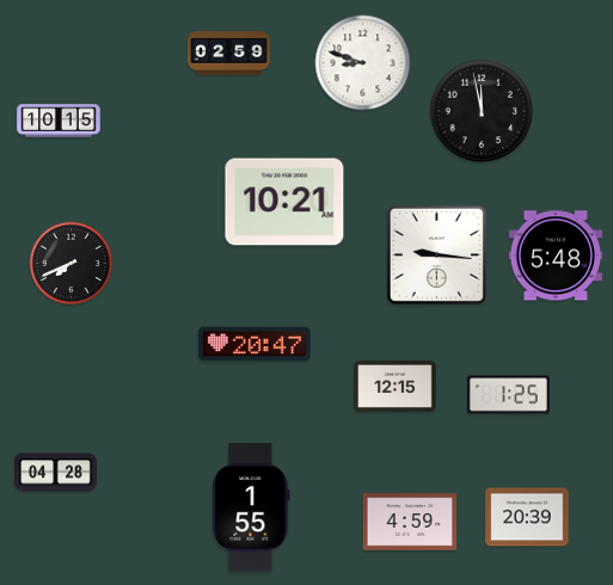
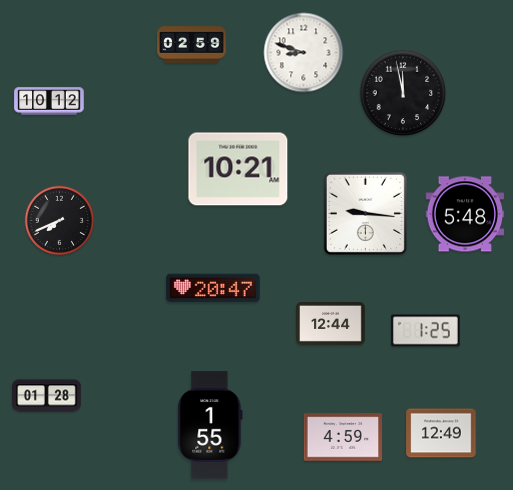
clock at (59, 121): 10:15 -> 10:12
clock at (396, 386): 12:15 -> 12:44
clock at (56, 473): 04:28 -> 01:28
clock at (527, 517): 20:39 -> 12:49
